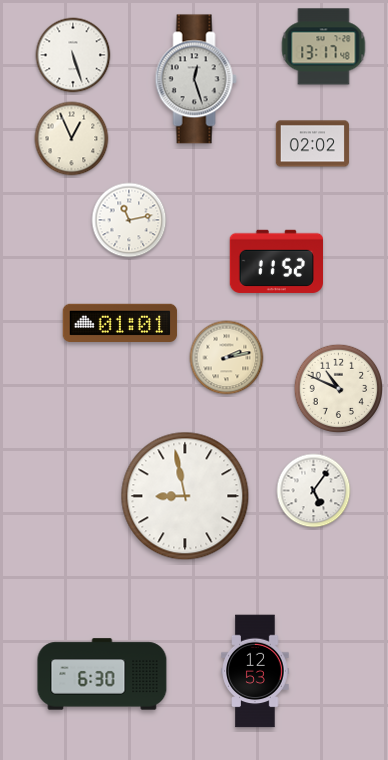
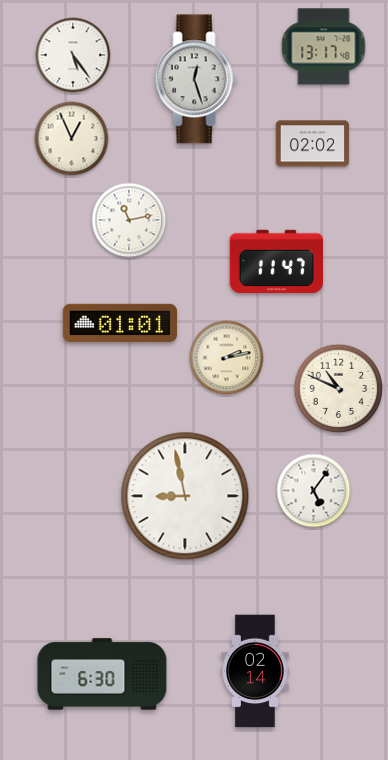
clock at (73, 55): 5:27 -> 5:24
clock at (276, 261): 11:52 -> 11:47
clock at (255, 671): 12:53 -> 02:14
